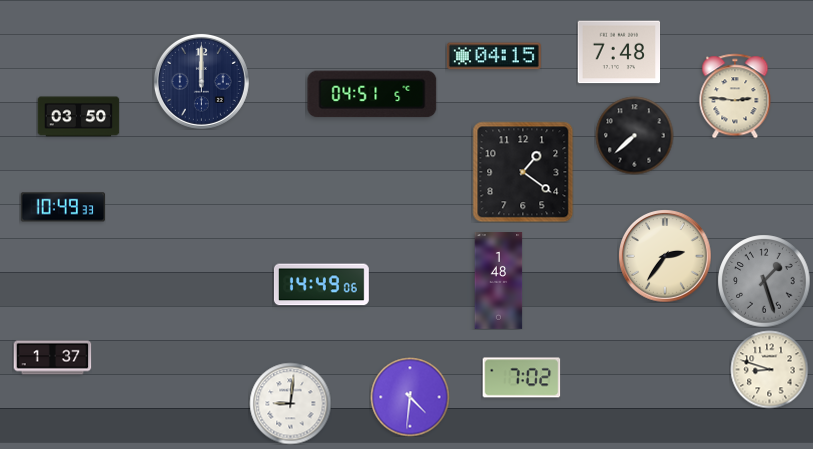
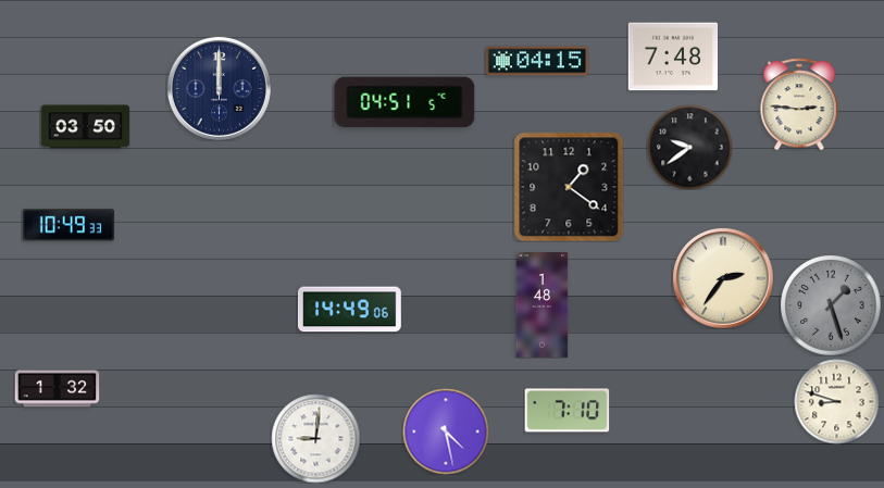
clock at (634, 135): 7:38 -> 9:39
clock at (52, 358): 1:37 -> 1:32
clock at (521, 378): 7:02 -> 7:10
clock at (410, 397): 4:31 -> 4:28
